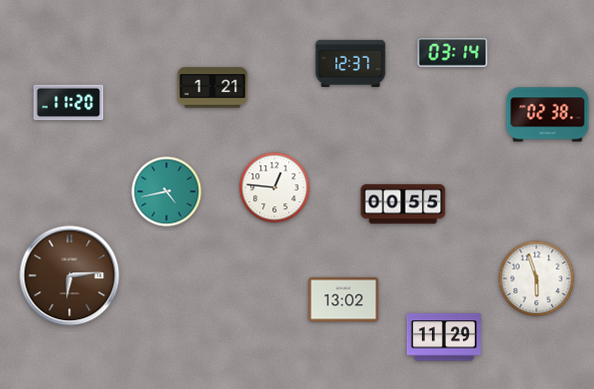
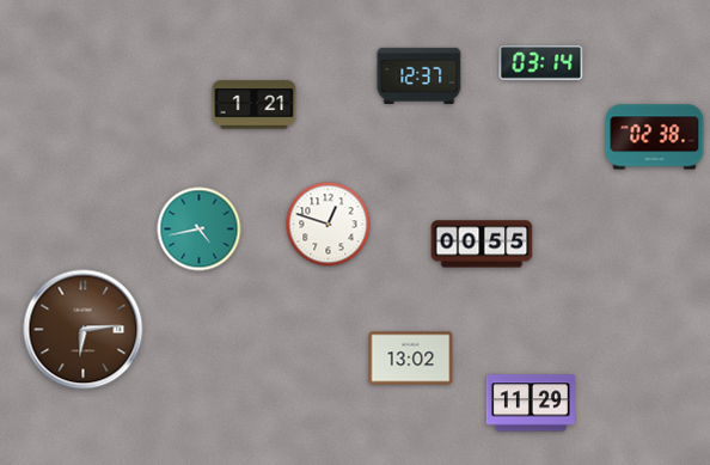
clock at (69, 103): 11:20 -> none
clock at (275, 188): 12:46 -> 12:48
clock at (537, 279): 5:57 -> none
